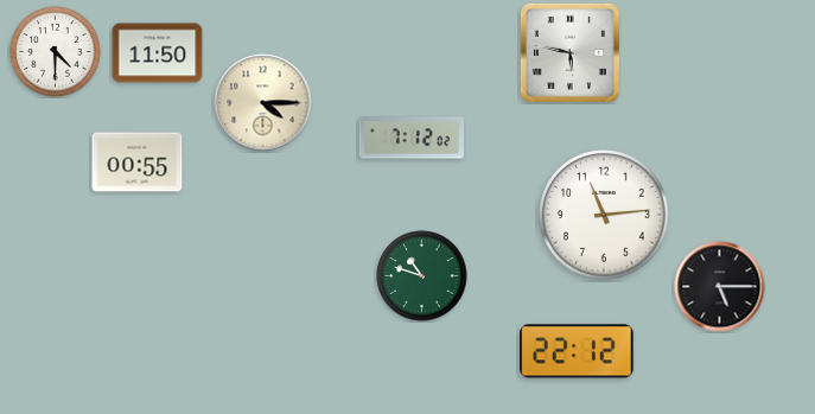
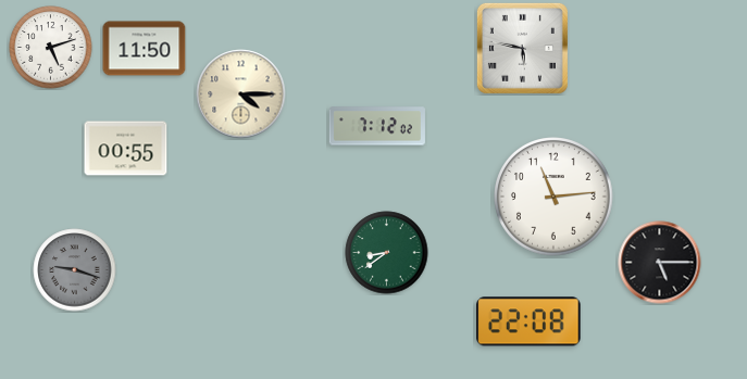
clock at (56, 52): 4:30 -> 5:12
clock at (422, 276): 10:48 -> 8:39
clock at (75, 270): none -> 9:18
clock at (578, 351): 22:12 -> 22:08
